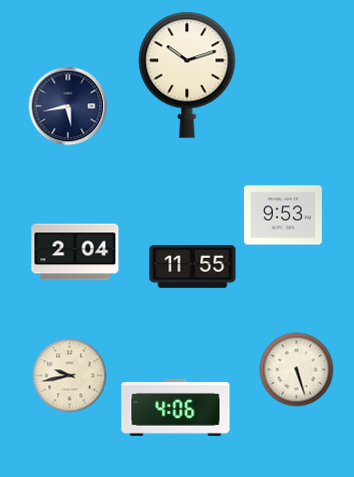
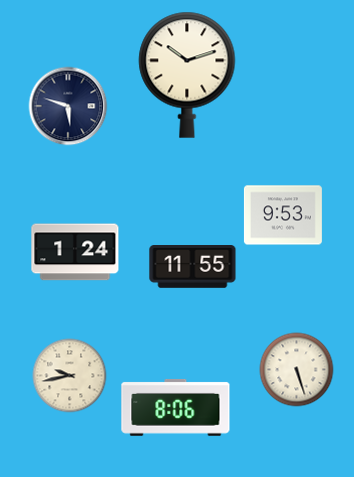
clock at (68, 106): 5:43 -> 5:48
clock at (75, 252): 2:04 -> 1:24
clock at (176, 407): 4:06 -> 8:06
